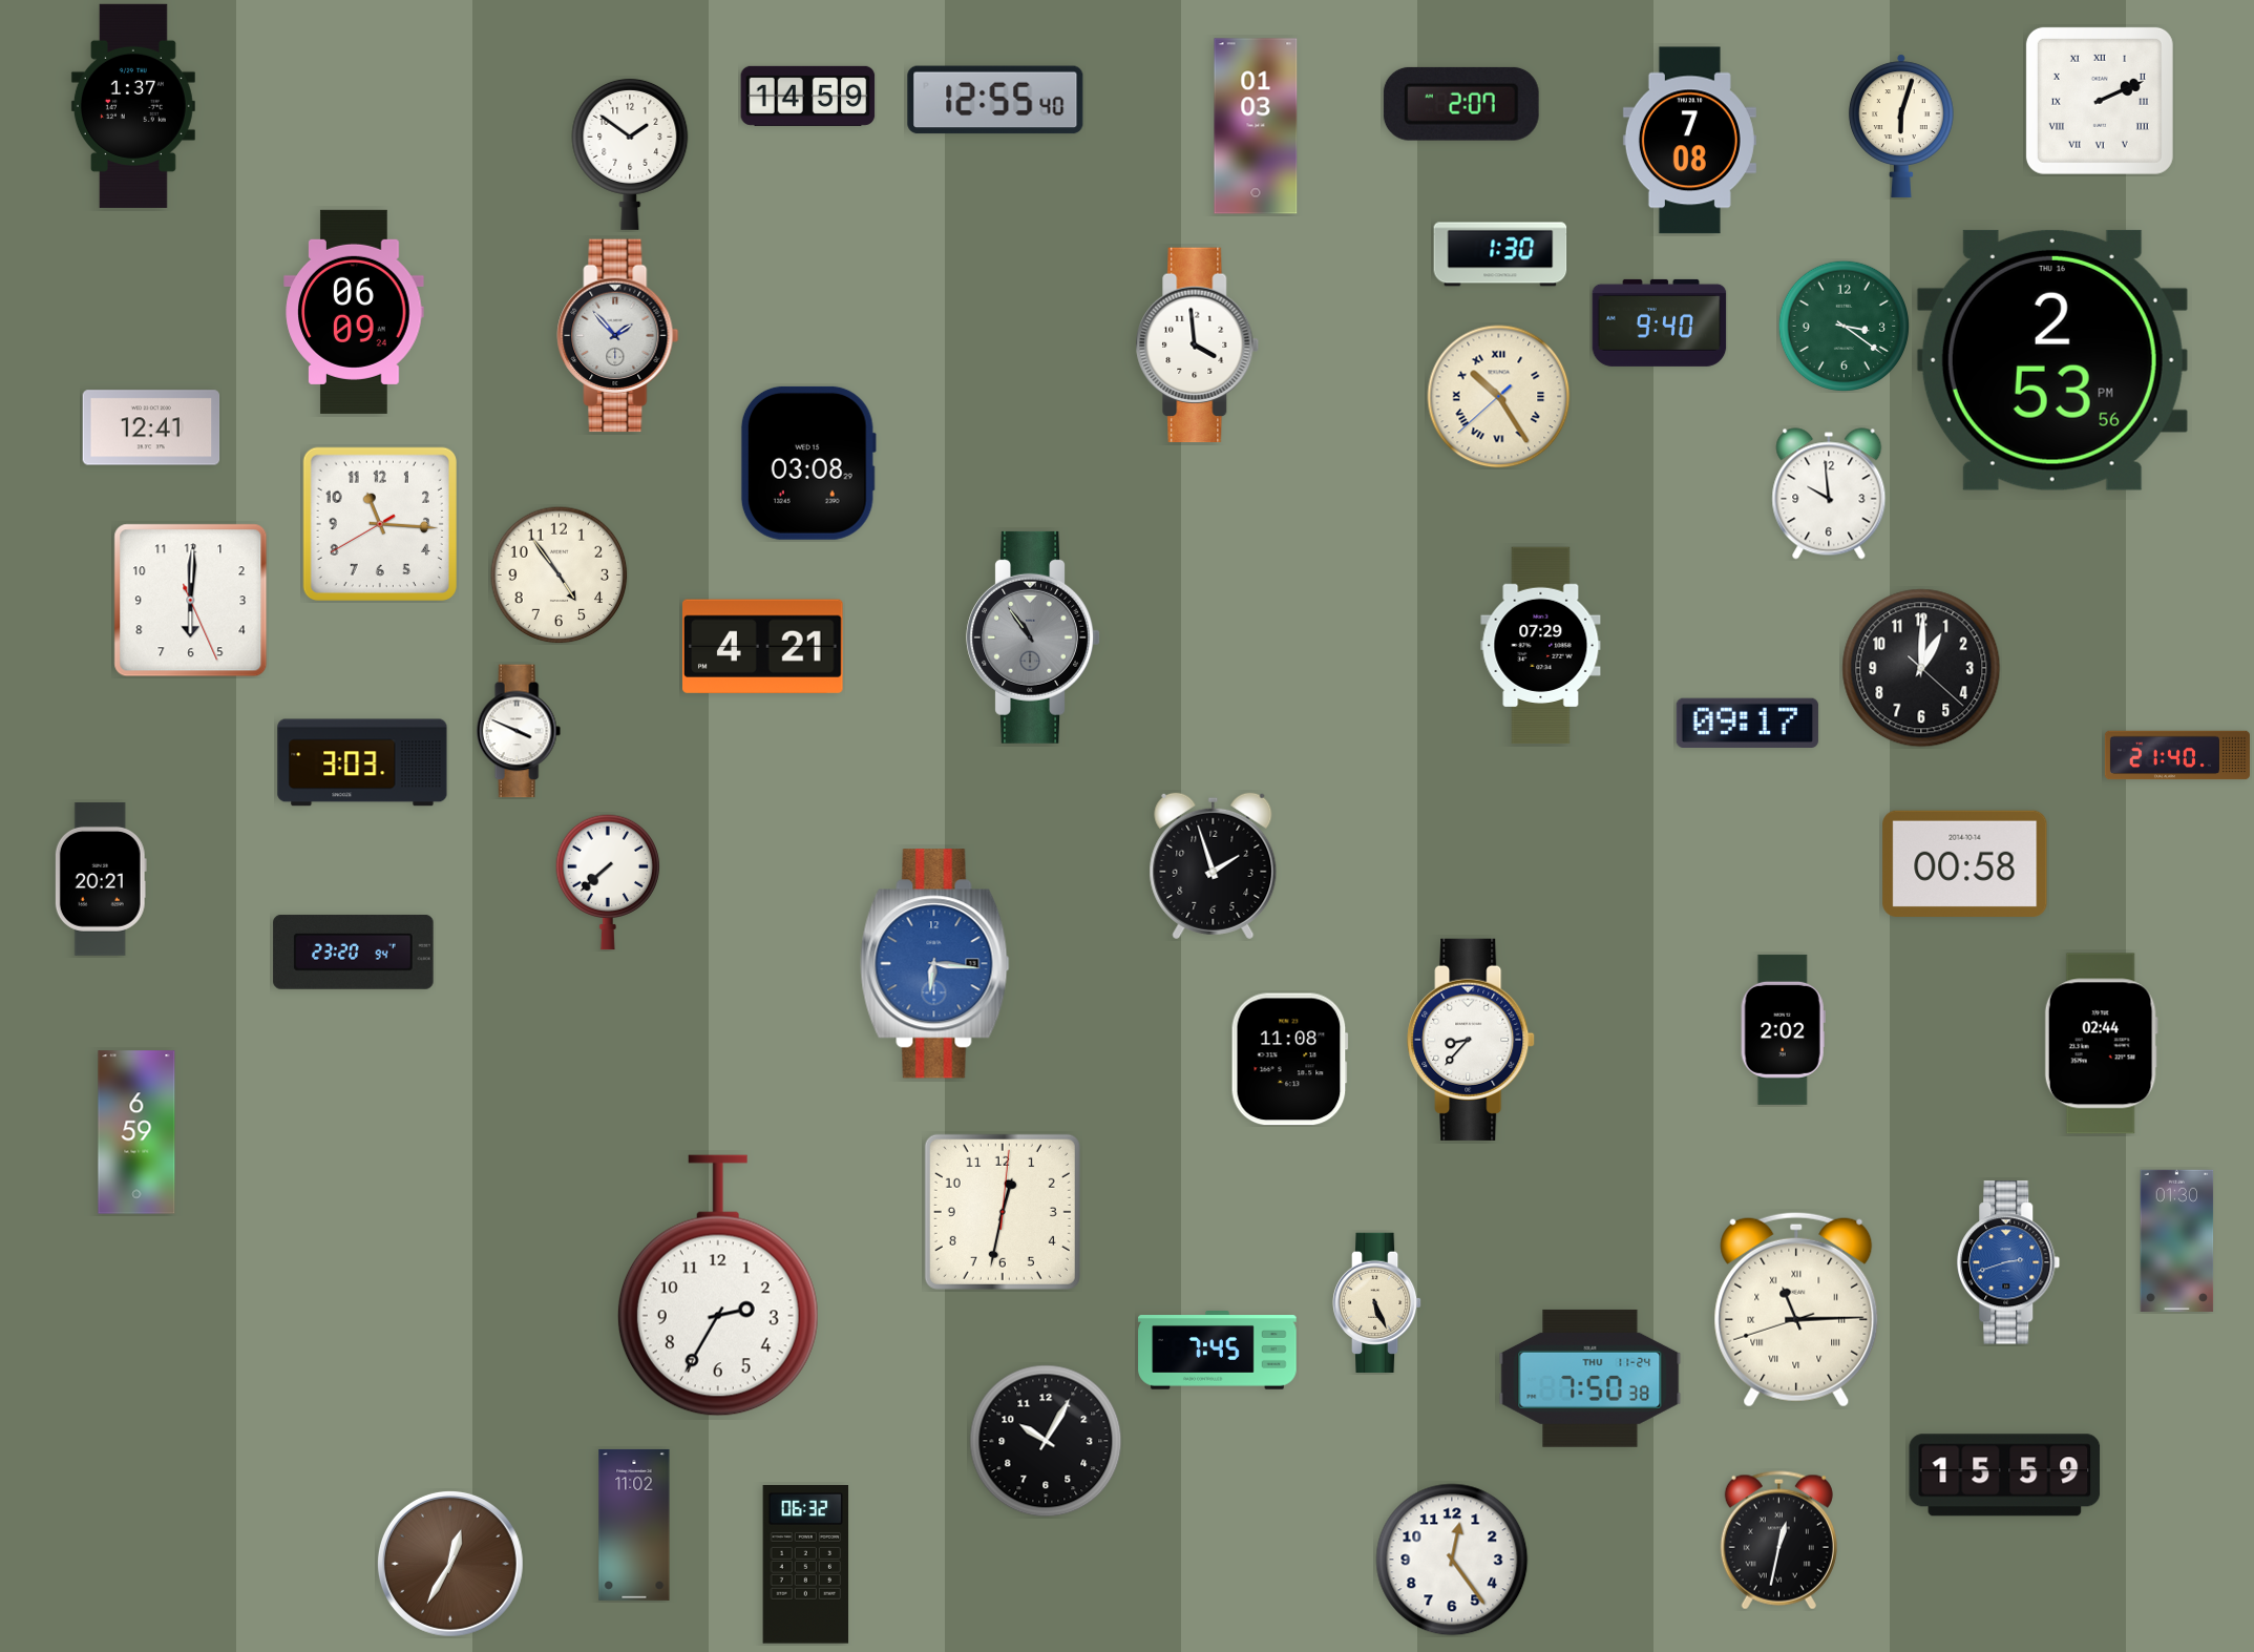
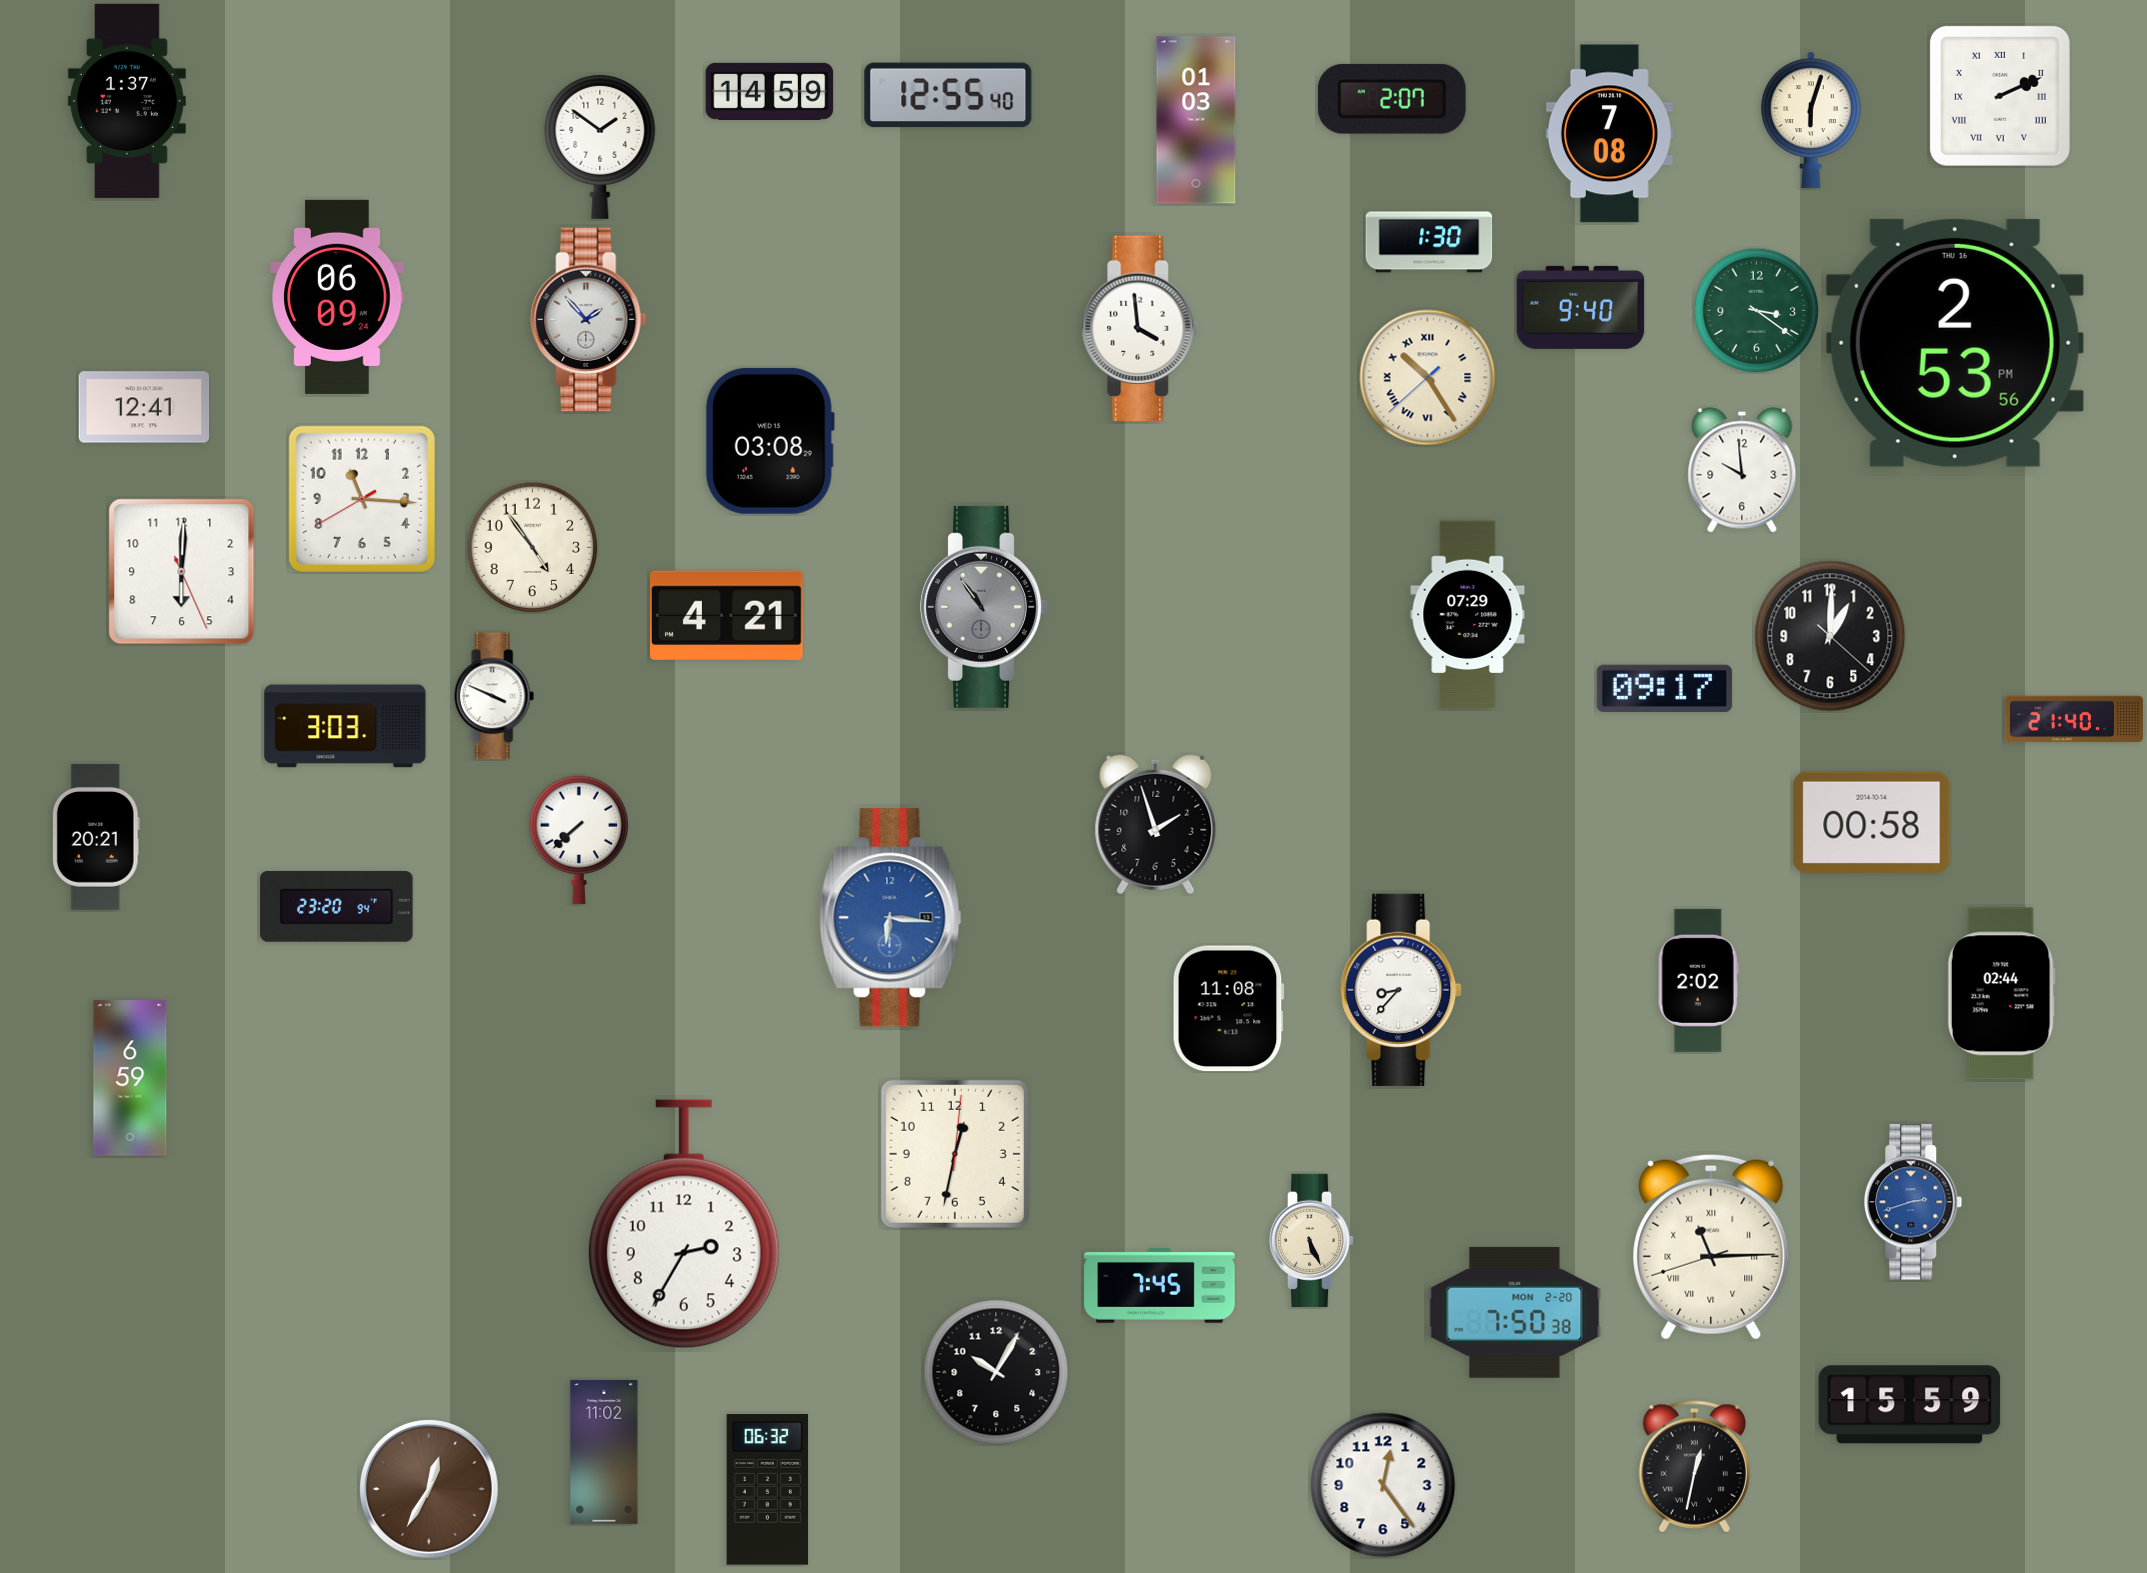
clock at (2177, 1240): 01:30 -> none
clock at (1591, 1378) date: THU 11-24 -> MON 2-20
